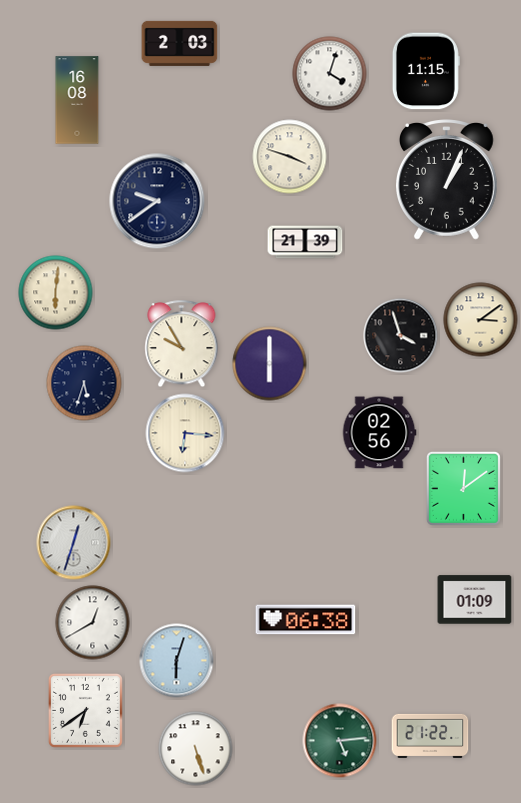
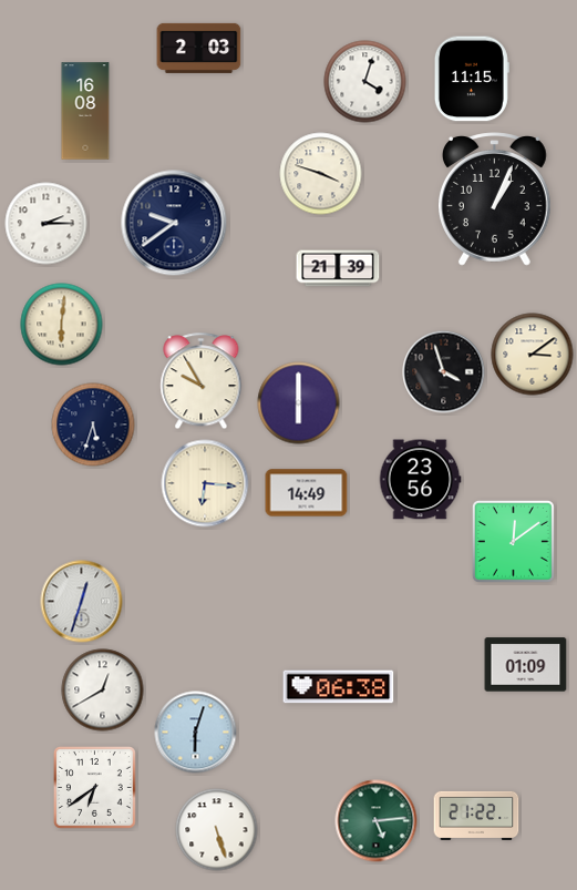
clock at (47, 224): none -> 2:15
clock at (185, 433) position: (185, 433) -> (205, 483)
clock at (379, 433): 02:56 -> 23:56
clock at (307, 493): none -> 14:49
